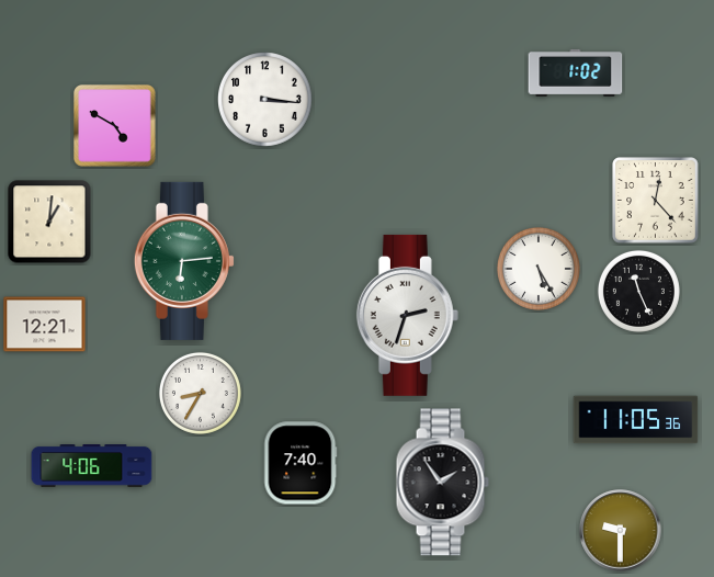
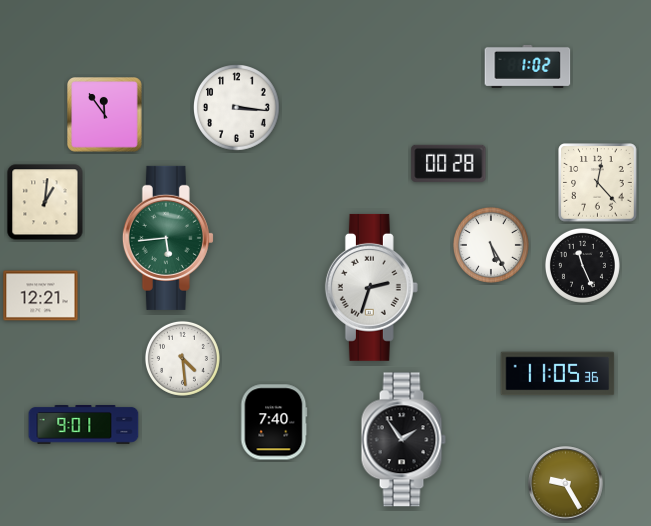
clock at (576, 72) position: (576, 72) -> (528, 66)
clock at (265, 100) position: (265, 100) -> (237, 108)
clock at (115, 126): 4:50 -> 11:54
clock at (449, 163): none -> 00:28
clock at (184, 261): 6:14 -> 5:44
clock at (200, 393): 8:35 -> 4:29
clock at (636, 420) position: (636, 420) -> (558, 374)
clock at (92, 466): 4:06 -> 9:01
clock at (621, 531): 9:30 -> 9:25
